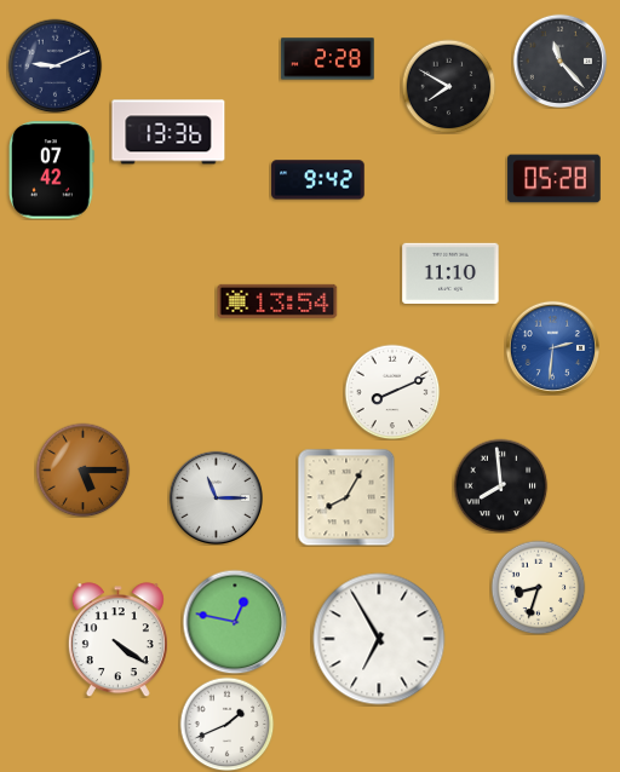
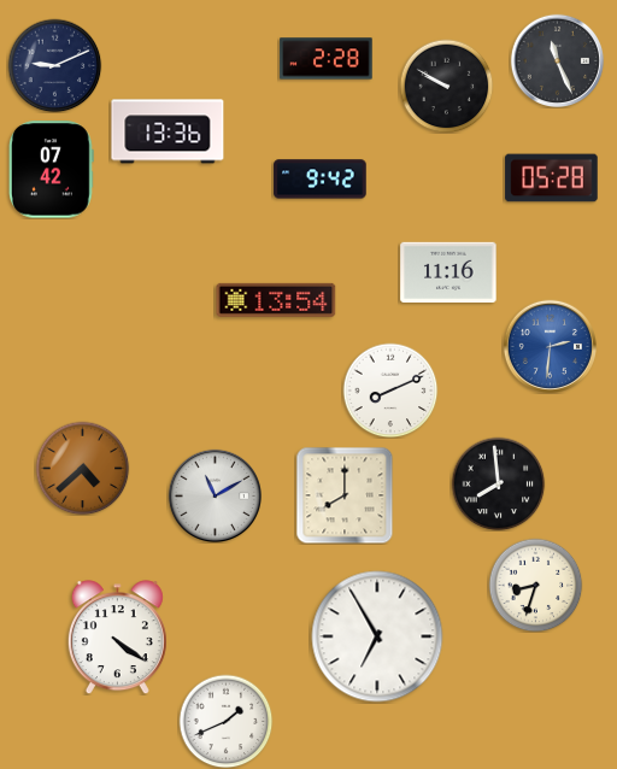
clock at (559, 61): 11:23 -> 11:26
clock at (448, 86): 7:50 -> 9:50
clock at (318, 180) position: (318, 180) -> (321, 180)
clock at (450, 272): 11:10 -> 11:16
clock at (82, 469): 5:15 -> 4:38
clock at (216, 497): 11:15 -> 11:10
clock at (346, 497): 8:05 -> 8:00
clock at (235, 622): 12:47 -> none
